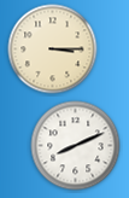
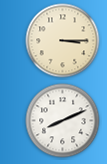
clock at (53, 49) position: (53, 49) -> (63, 41)
